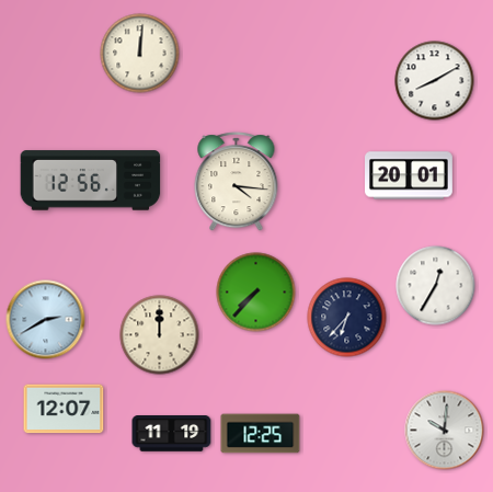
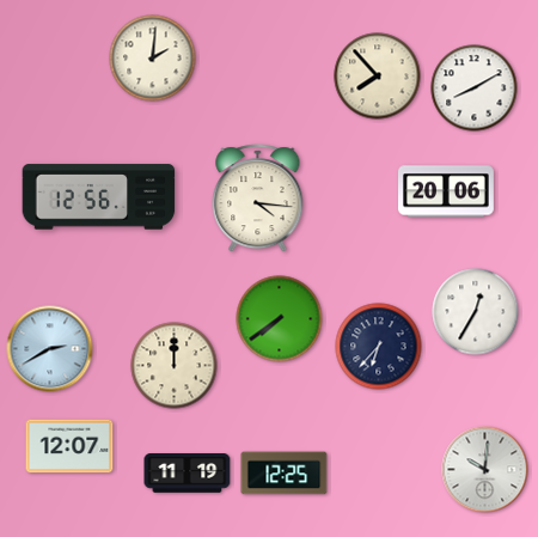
clock at (140, 54): 12:01 -> 2:01
clock at (378, 77): none -> 7:53
clock at (410, 175): 20:01 -> 20:06
clock at (256, 293): 7:37 -> 7:39
